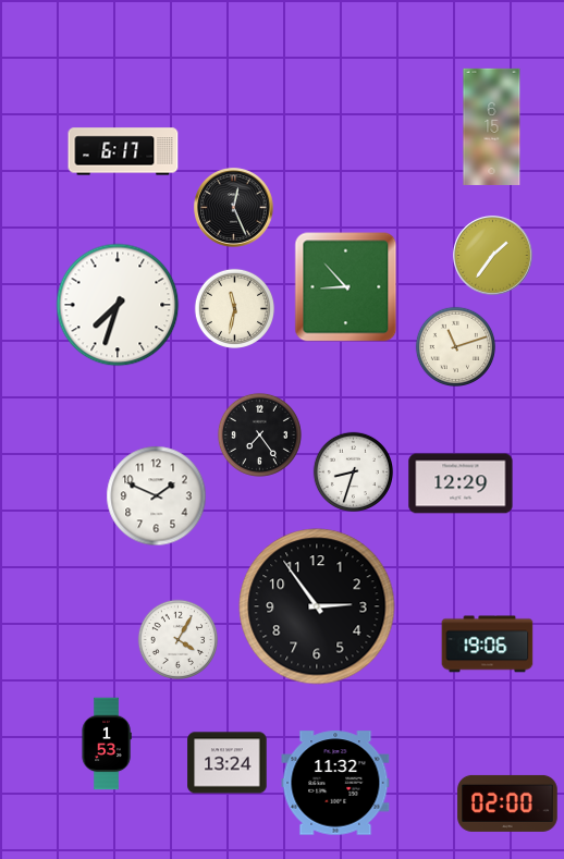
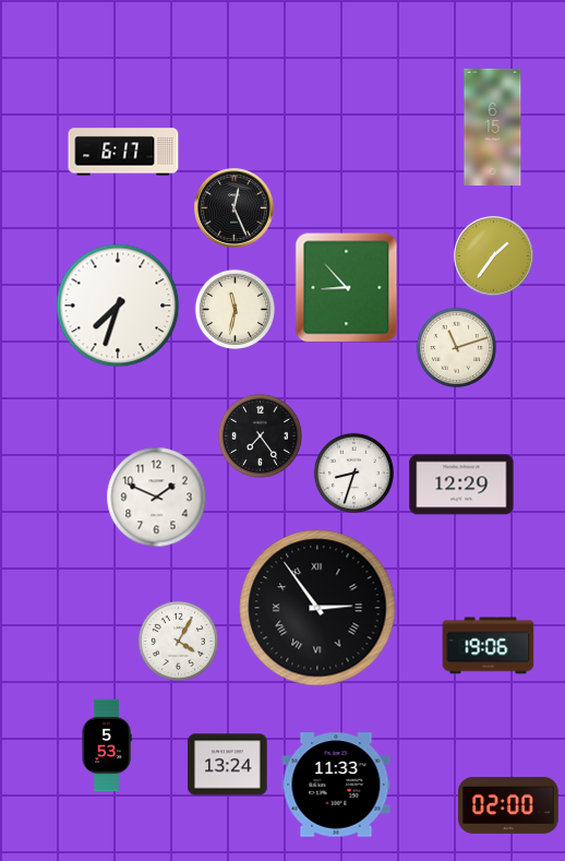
clock at (317, 606) numerals: Arabic -> Roman
clock at (107, 744): 1:53 -> 5:53
clock at (335, 783): 11:32 -> 11:33
